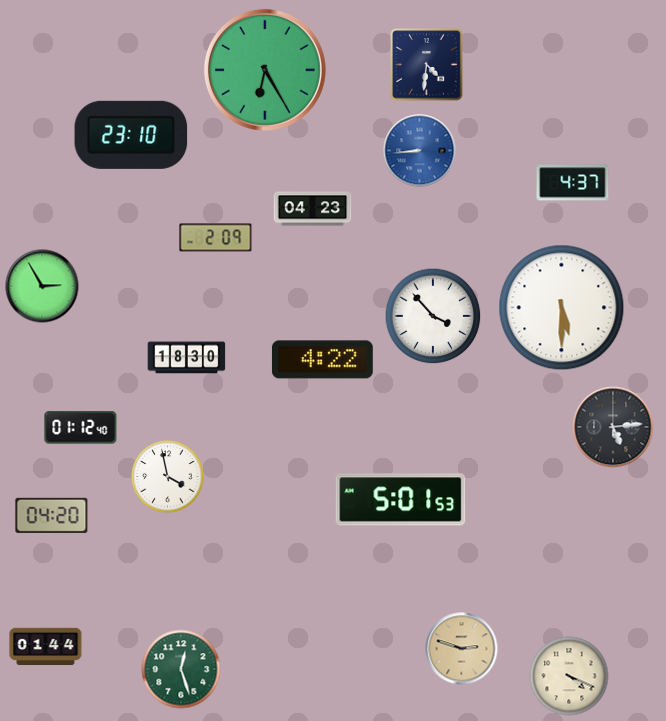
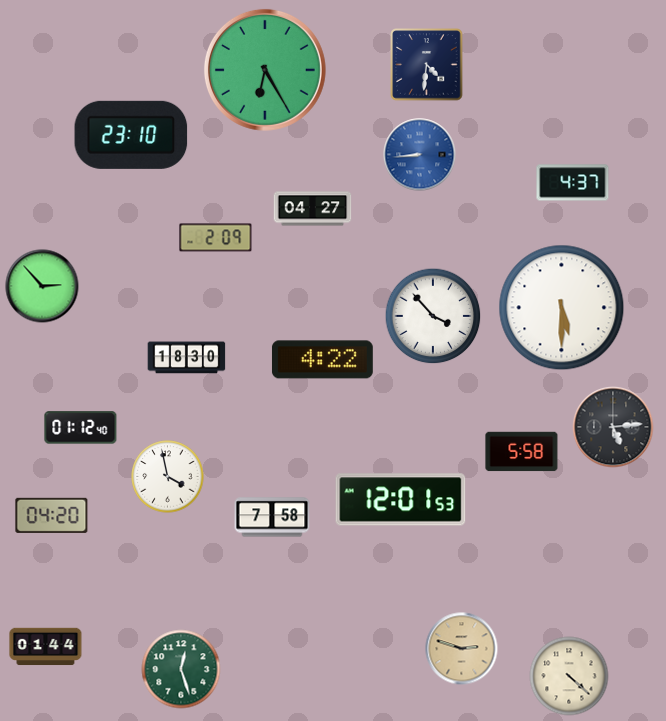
clock at (420, 151) position: (420, 151) -> (420, 155)
clock at (313, 209): 04:23 -> 04:27
clock at (42, 286): 2:55 -> 2:53
clock at (522, 452): none -> 5:58
clock at (401, 500): 5:01 -> 12:01
clock at (272, 517): none -> 7:58
clock at (569, 676): 4:19 -> 4:22
